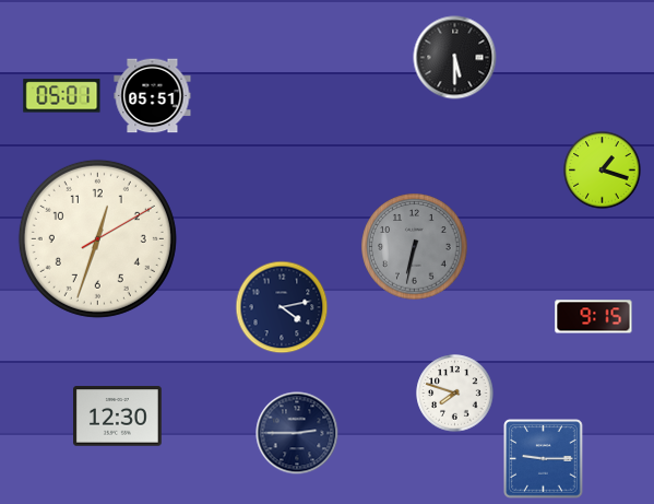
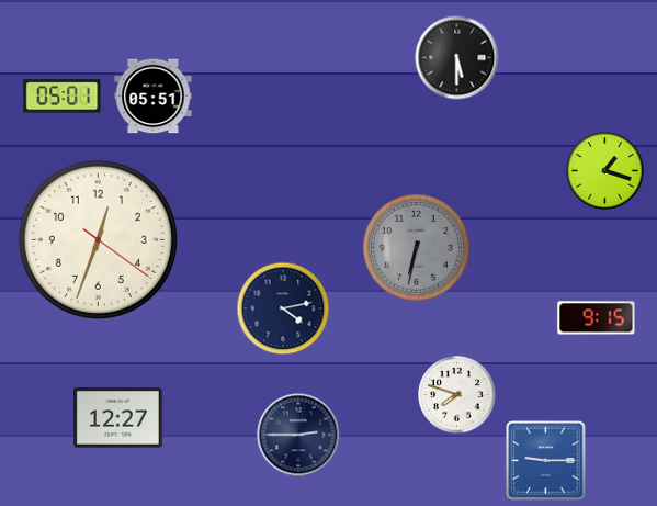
clock at (97, 238): 12:33:10 -> 12:33:21
clock at (118, 417): 12:30 -> 12:27
